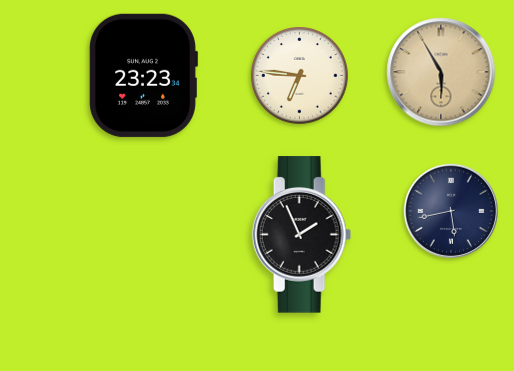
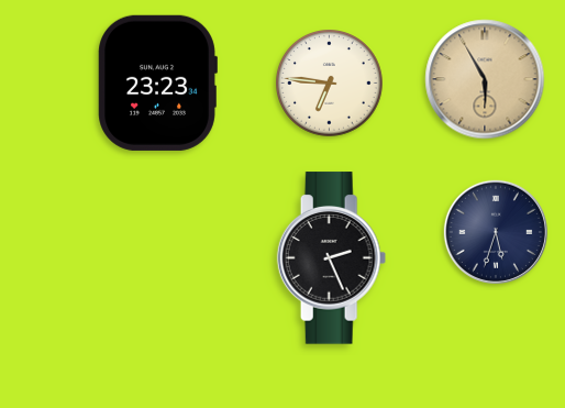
clock at (451, 211): 5:43 -> 5:33
clock at (302, 235): 1:56 -> 2:26
